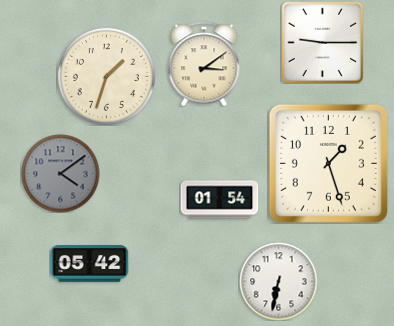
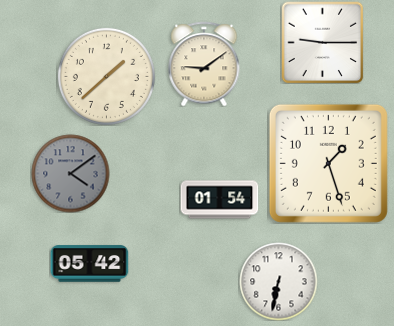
clock at (204, 64): 3:09 -> 9:09
clock at (106, 76): 1:33 -> 1:38
clock at (60, 173) position: (60, 173) -> (70, 173)
